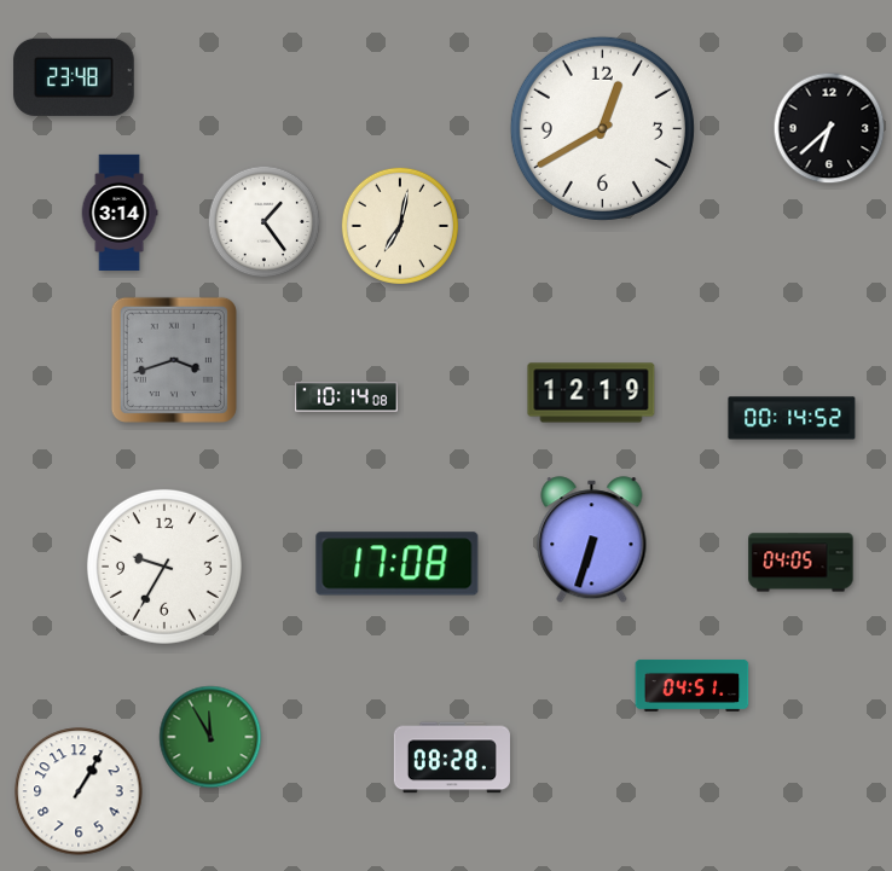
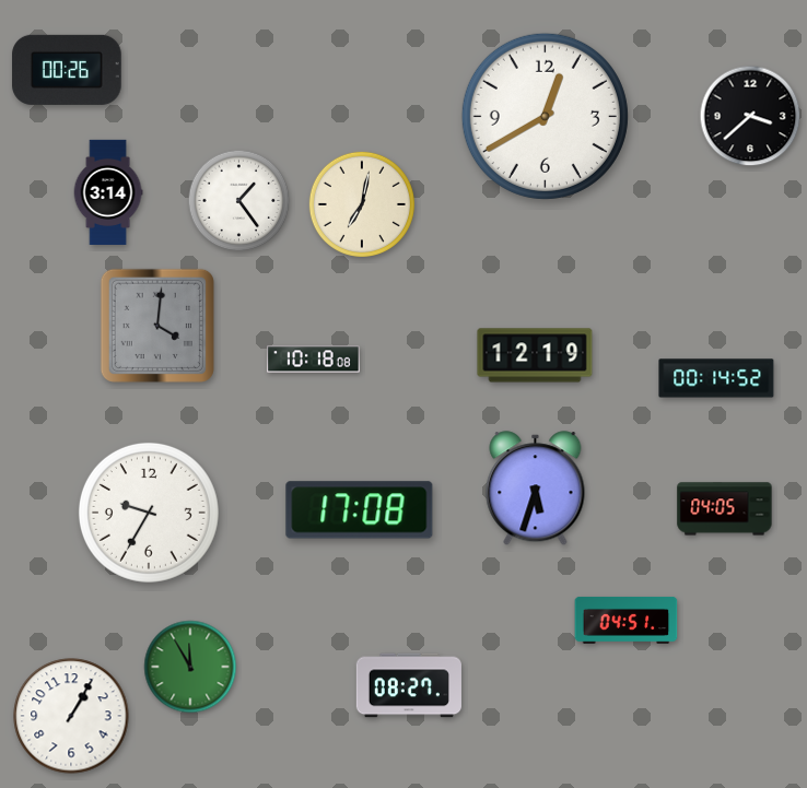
clock at (74, 77): 23:48 -> 00:26
clock at (829, 128): 6:38 -> 3:38
clock at (174, 360): 3:42 -> 4:01
clock at (347, 397): 10:14 -> 10:18
clock at (592, 540): 6:33 -> 5:33
clock at (452, 757): 08:28 -> 08:27
